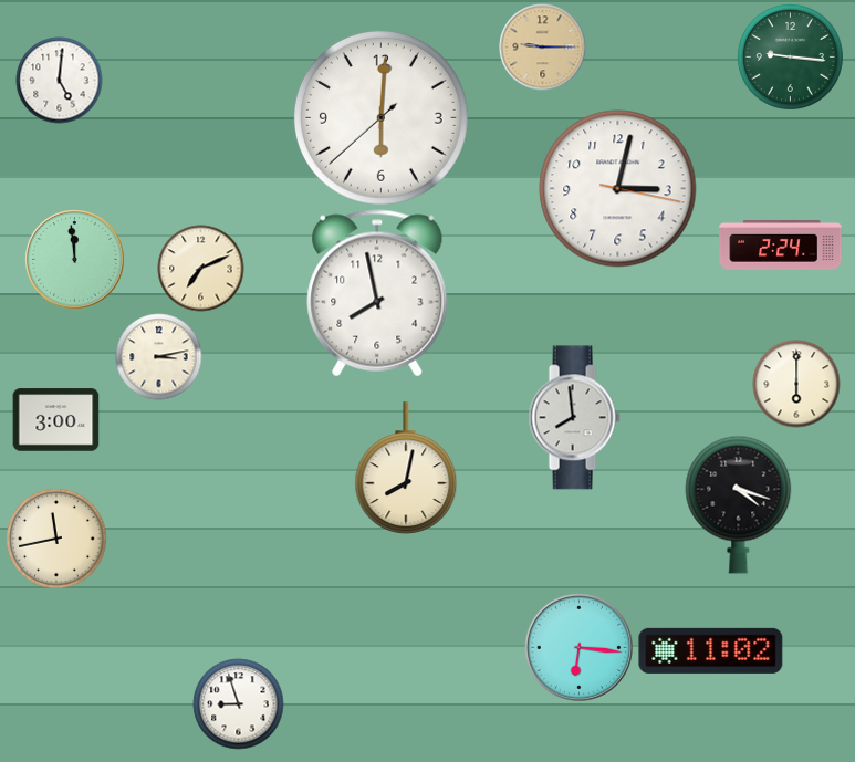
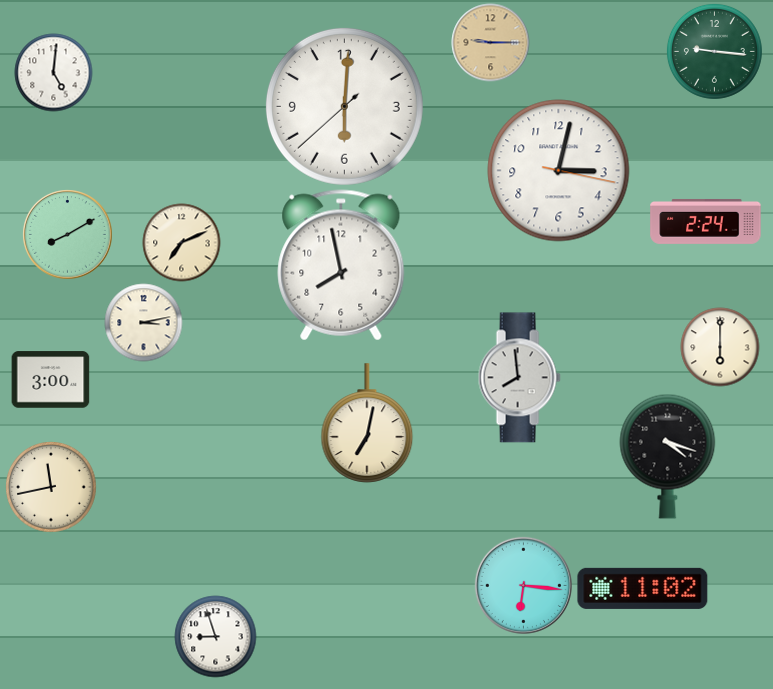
clock at (74, 259): 11:59 -> 8:10
clock at (406, 468): 8:02 -> 7:02
